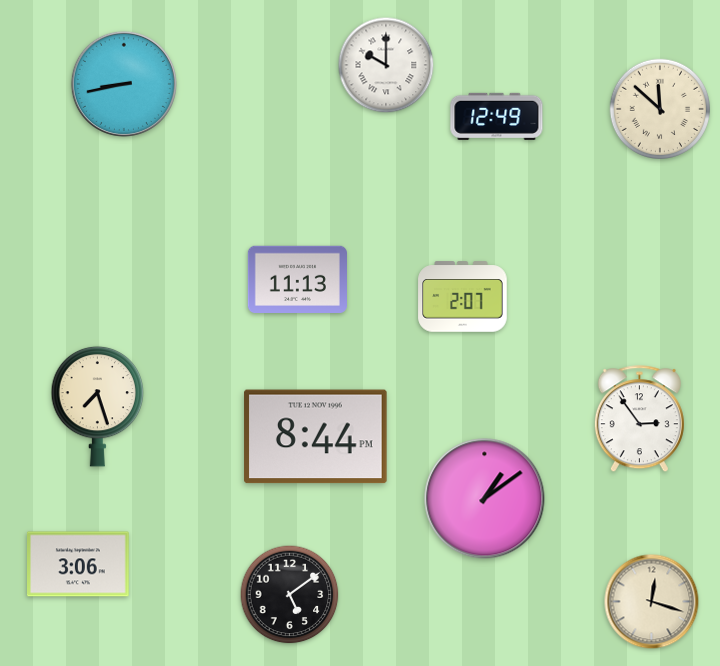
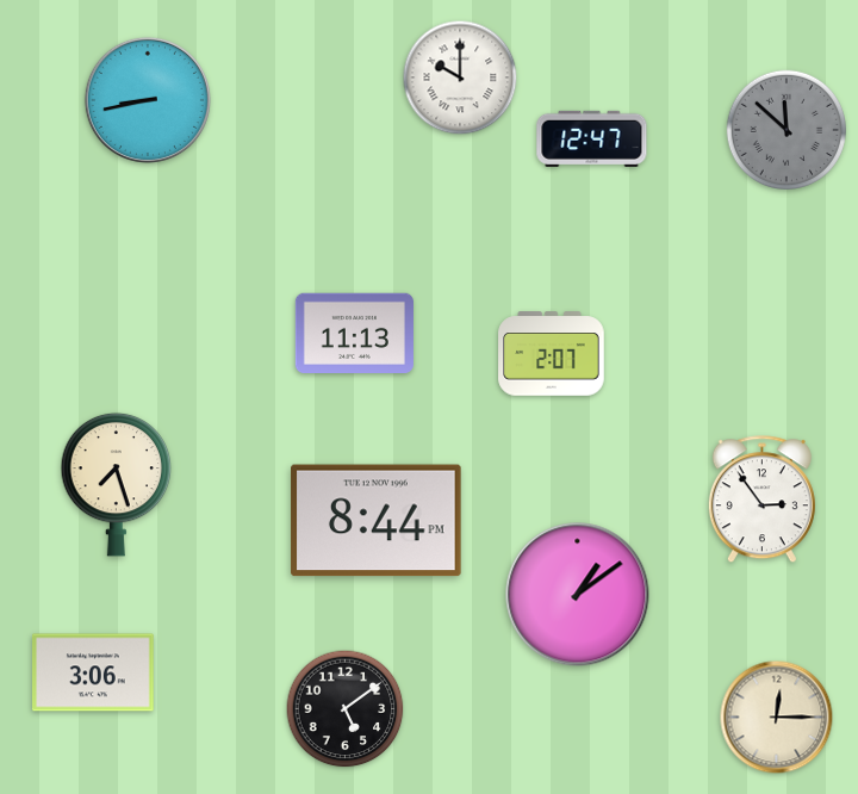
clock at (659, 108) dial: cream -> grey
clock at (497, 116): 12:49 -> 12:47
clock at (652, 602): 12:18 -> 12:15
